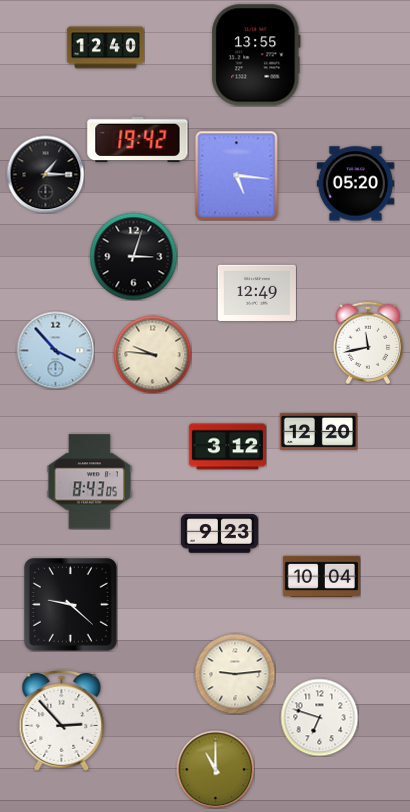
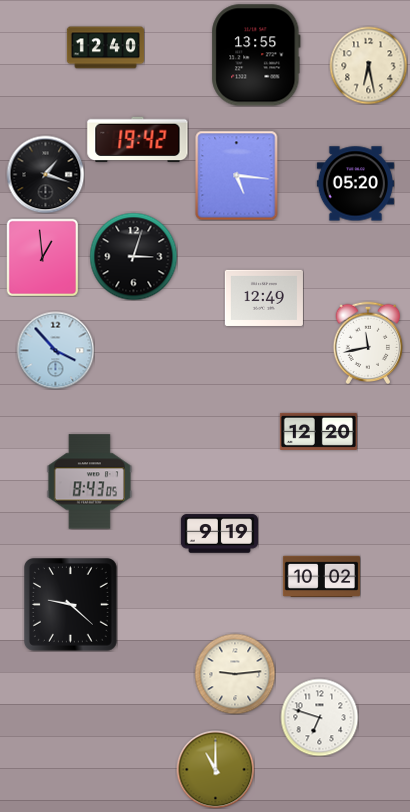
clock at (368, 65): none -> 6:28
clock at (45, 174): 1:15 -> 1:18
clock at (43, 257): none -> 12:59
clock at (257, 293) position: (257, 293) -> (264, 298)
clock at (152, 354): 9:46 -> none
clock at (227, 447): 3:12 -> none
clock at (219, 534): 9:23 -> 9:19
clock at (321, 577): 10:04 -> 10:02
clock at (62, 721): 2:53 -> none
